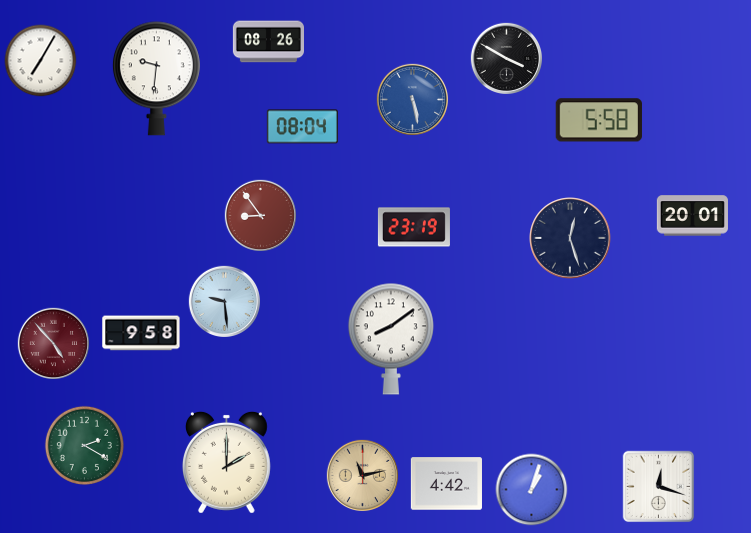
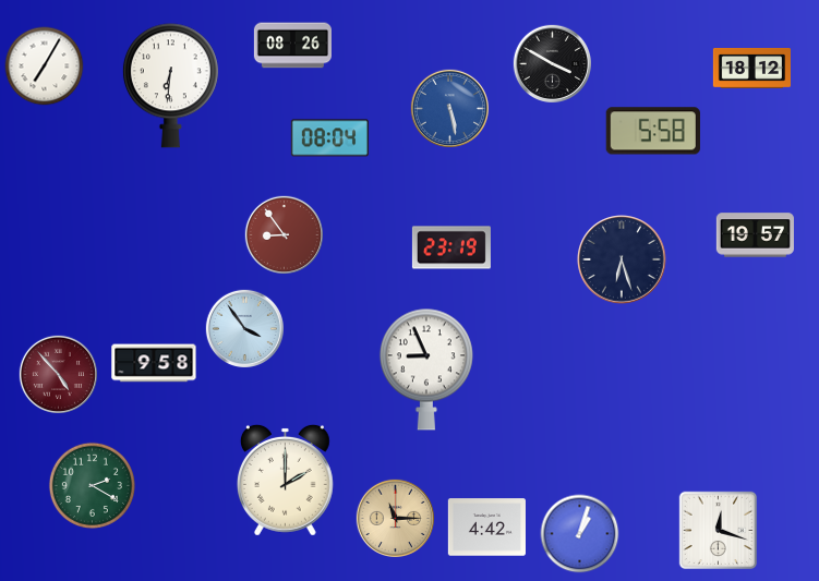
clock at (751, 69): none -> 18:12
clock at (156, 79): 9:31 -> 6:31
clock at (692, 216): 20:01 -> 19:57
clock at (570, 238): 12:27 -> 6:27
clock at (224, 301): 9:29 -> 3:54
clock at (391, 339): 8:09 -> 8:56
clock at (226, 462) position: (226, 462) -> (285, 480)
clock at (362, 475): 11:13 -> 11:15
